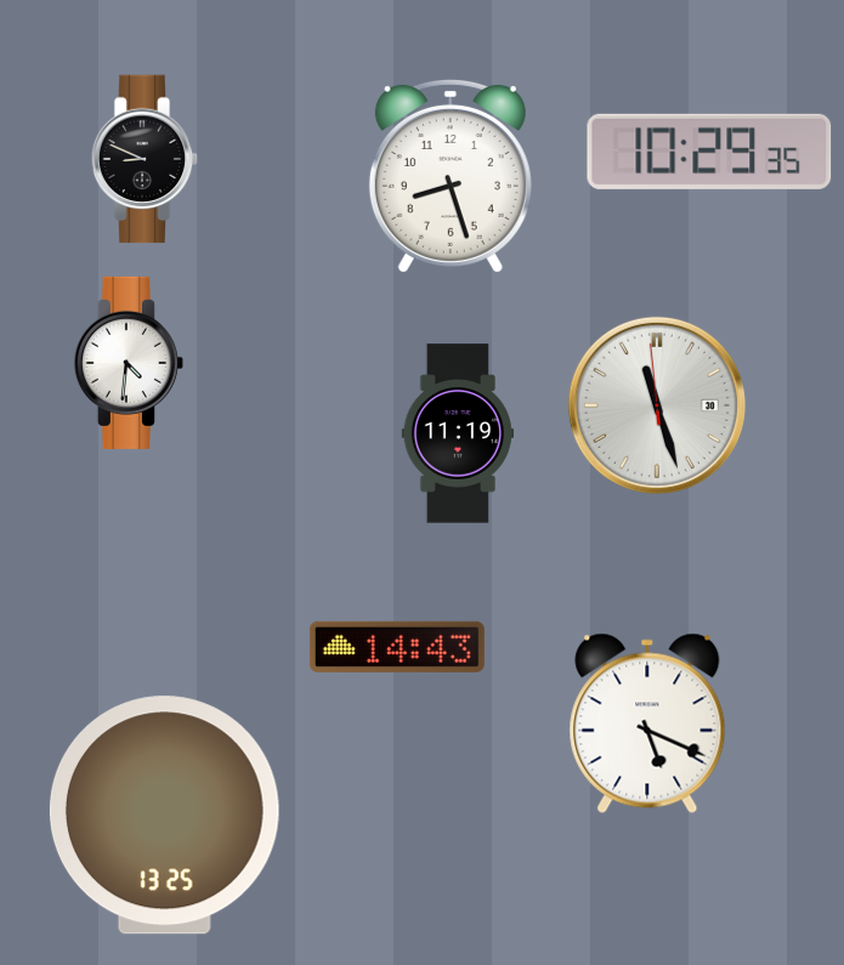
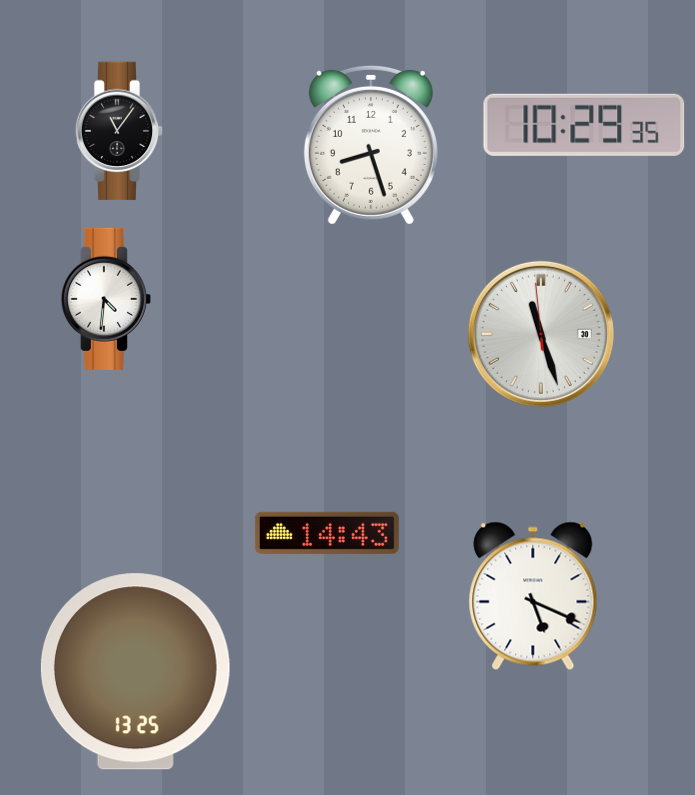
clock at (145, 159): 8:49 -> 11:06
clock at (457, 433): 11:19 -> none
